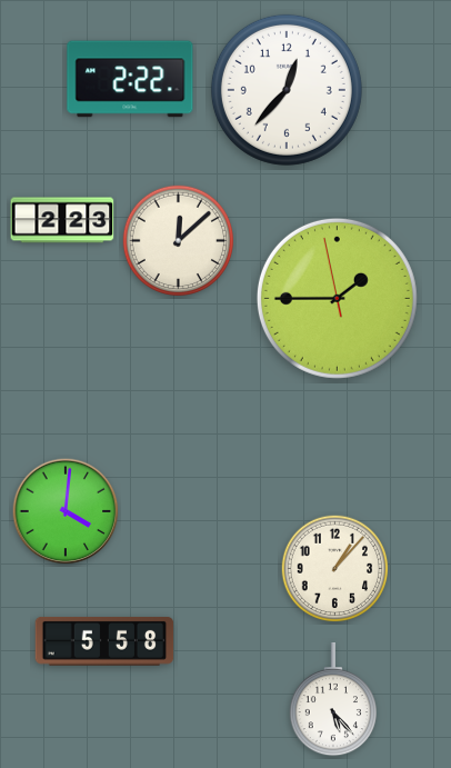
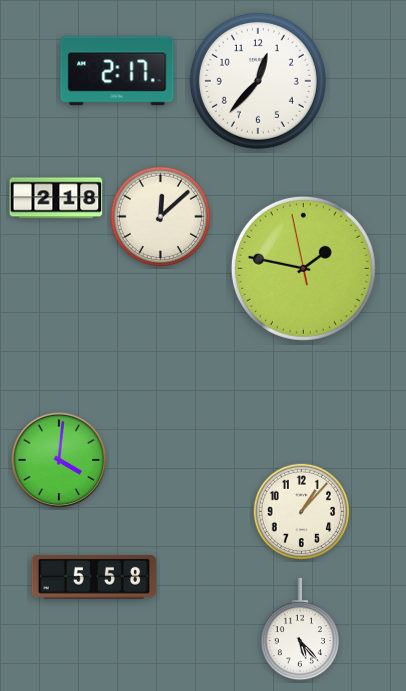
clock at (130, 79): 2:22 -> 2:17
clock at (62, 220): 2:23 -> 2:18
clock at (337, 298): 1:44 -> 1:46
